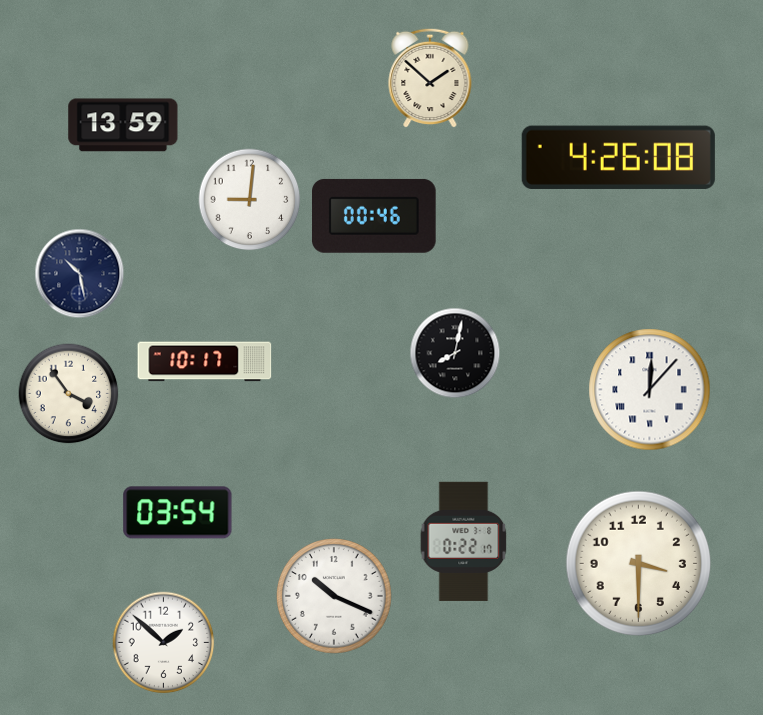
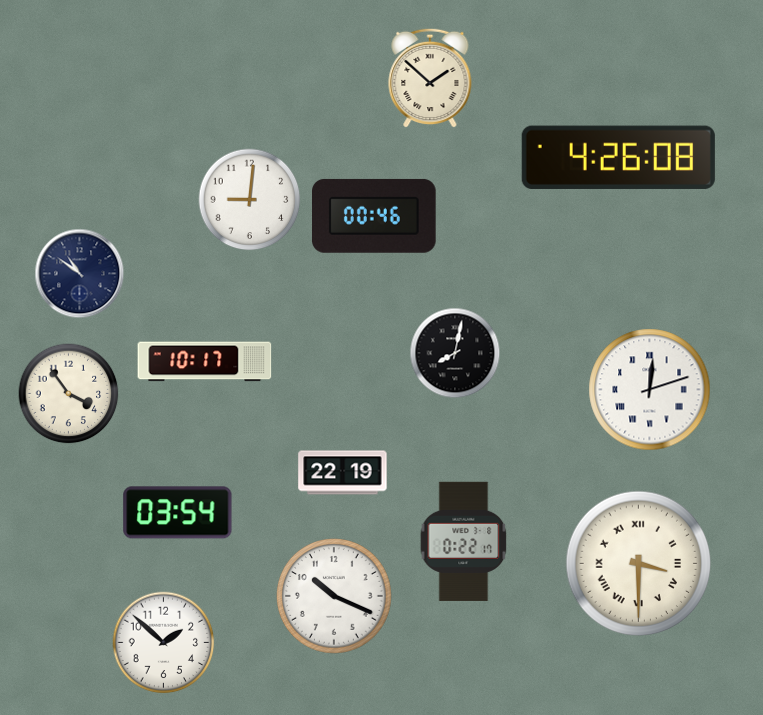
clock at (123, 125): 13:59 -> none
clock at (80, 274): 10:28 -> 10:51
clock at (650, 390): 12:07 -> 12:12
clock at (343, 473): none -> 22:19
clock at (639, 564) numerals: Arabic -> Roman
